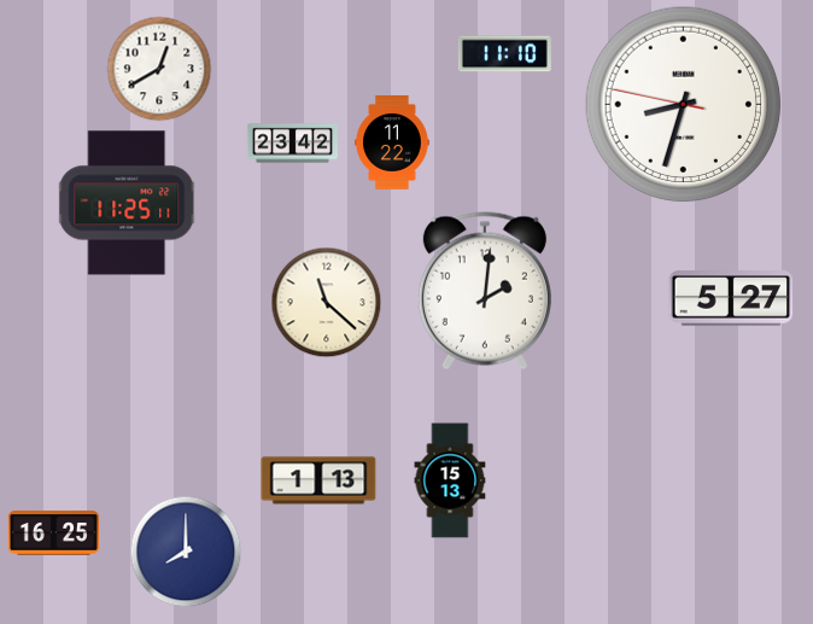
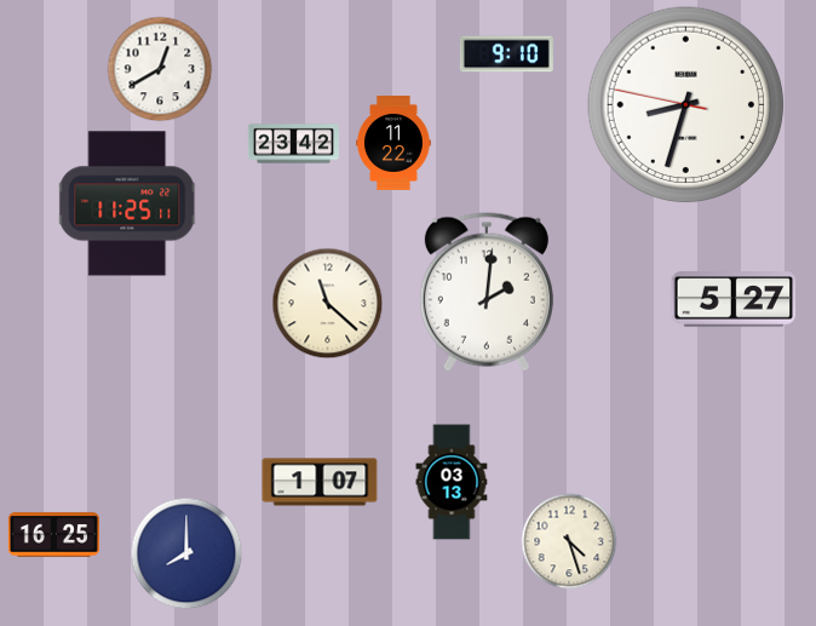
clock at (504, 54): 11:10 -> 9:10
clock at (318, 480): 1:13 -> 1:07
clock at (450, 480): 15:13 -> 03:13
clock at (569, 541): none -> 4:27
